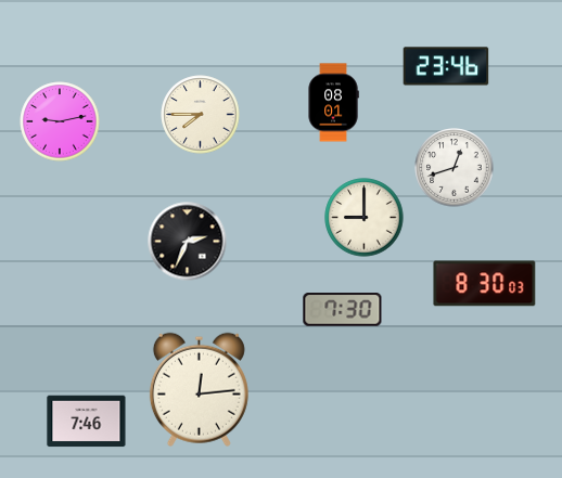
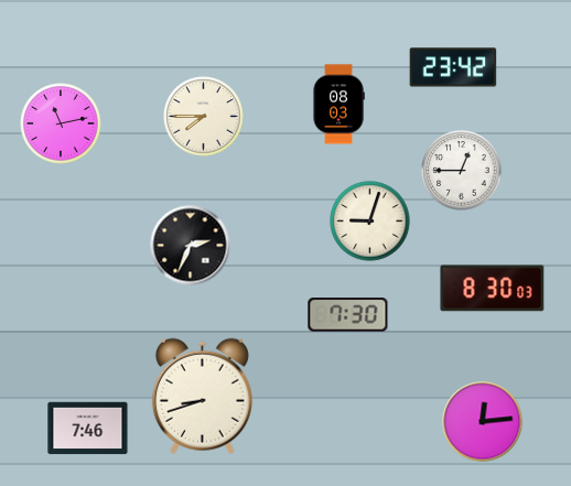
clock at (446, 66): 23:46 -> 23:42
clock at (333, 103): 08:01 -> 08:03
clock at (60, 121): 9:13 -> 11:13
clock at (455, 168): 12:42 -> 12:45
clock at (365, 218): 9:00 -> 9:03
clock at (199, 389): 12:14 -> 8:42
clock at (483, 422): none -> 12:14
